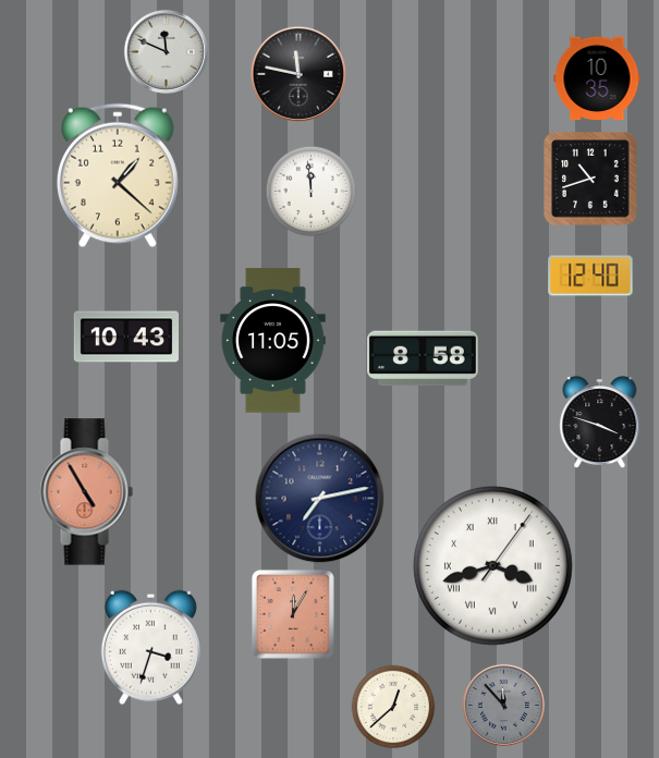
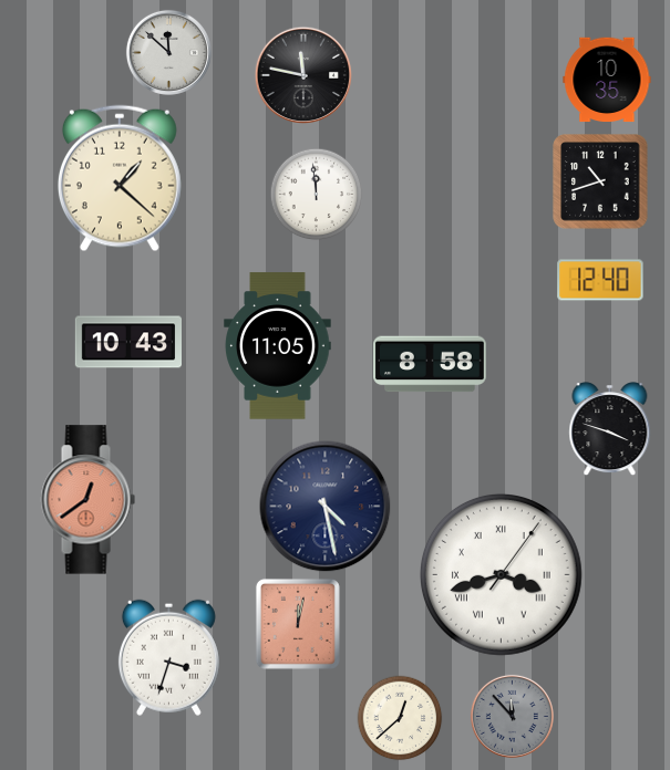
clock at (166, 51): 11:49 -> 11:52
clock at (86, 492): 4:55 -> 12:39
clock at (320, 499): 7:13 -> 4:28
clock at (293, 614): 12:05 -> 12:02
clock at (150, 647) position: (150, 647) -> (168, 657)
